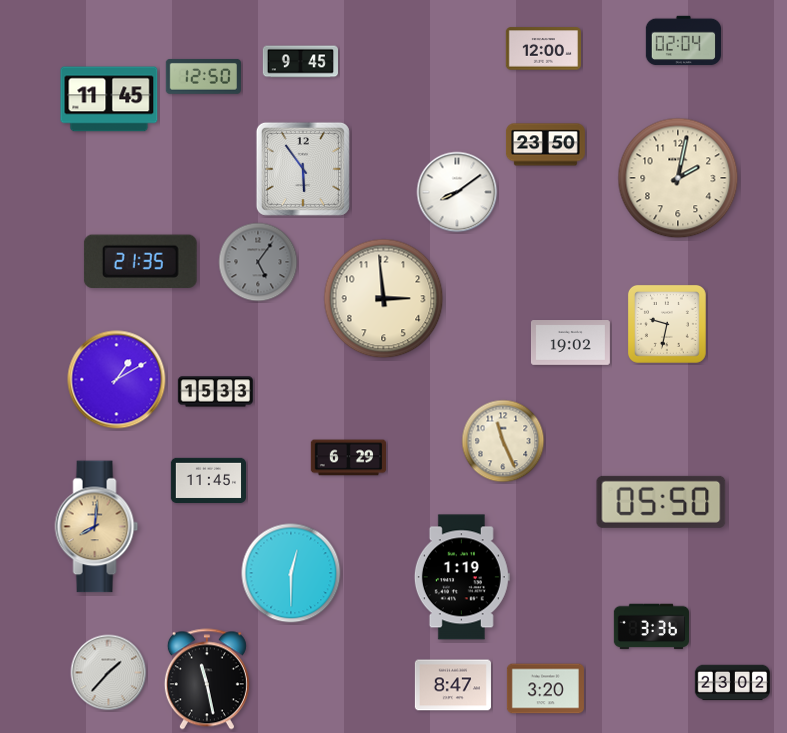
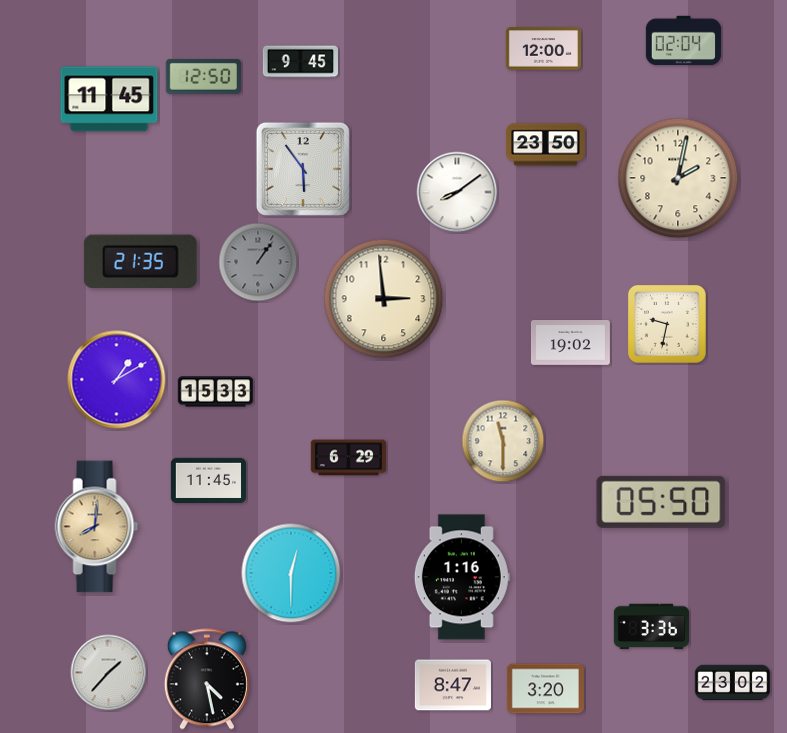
clock at (258, 262): 5:06 -> 1:06
clock at (503, 441): 11:26 -> 11:30
clock at (462, 577): 1:19 -> 1:16
clock at (207, 679): 11:28 -> 4:28
